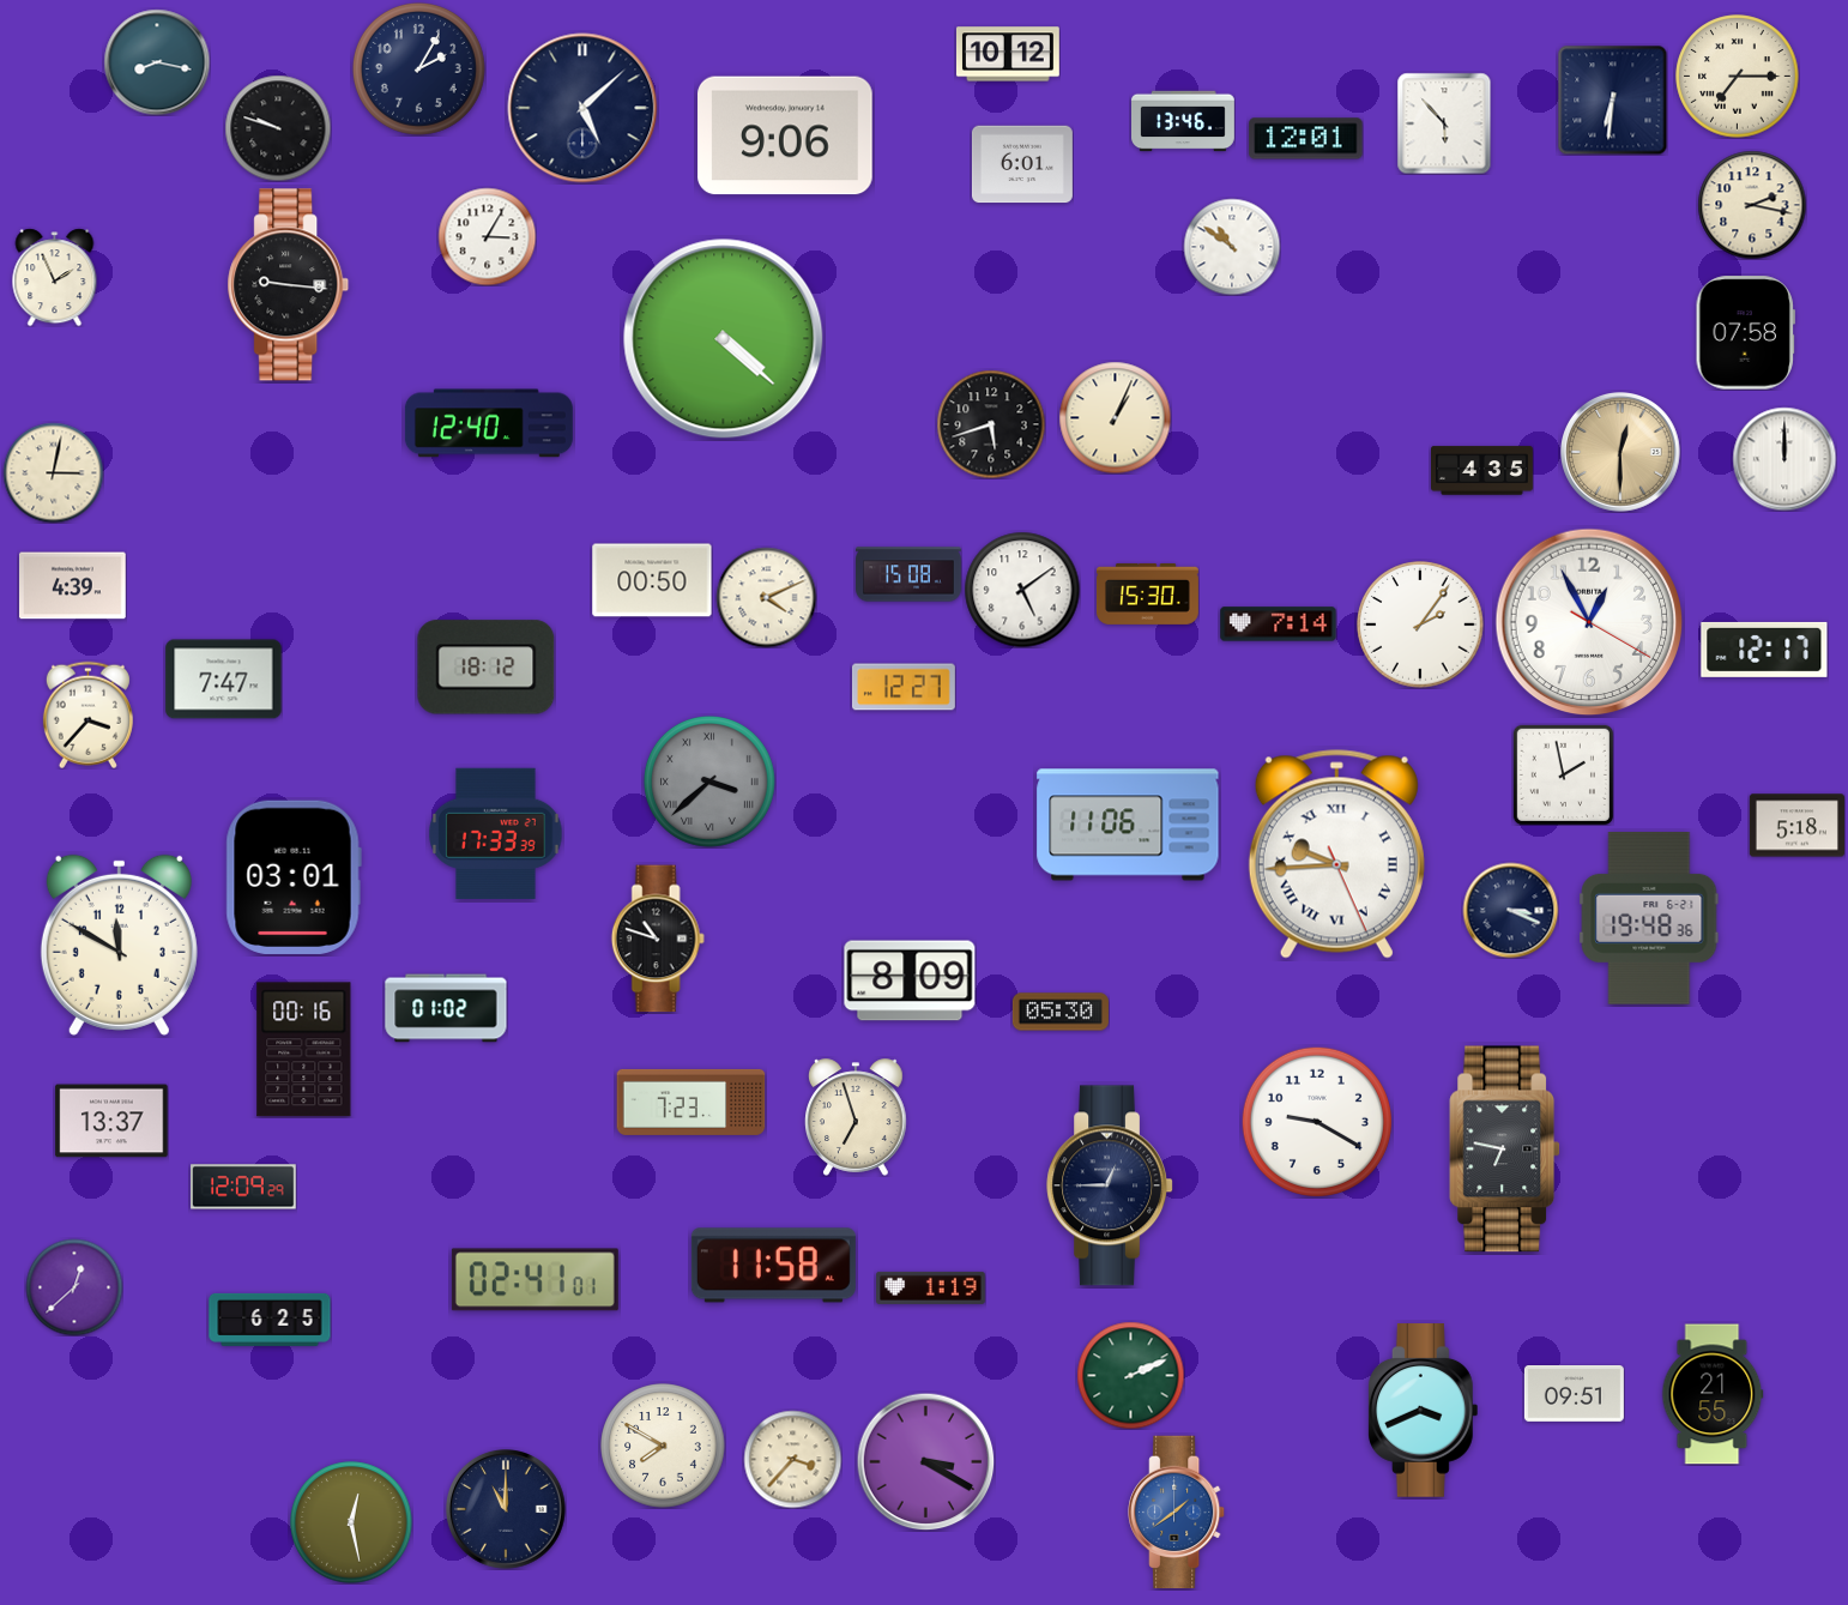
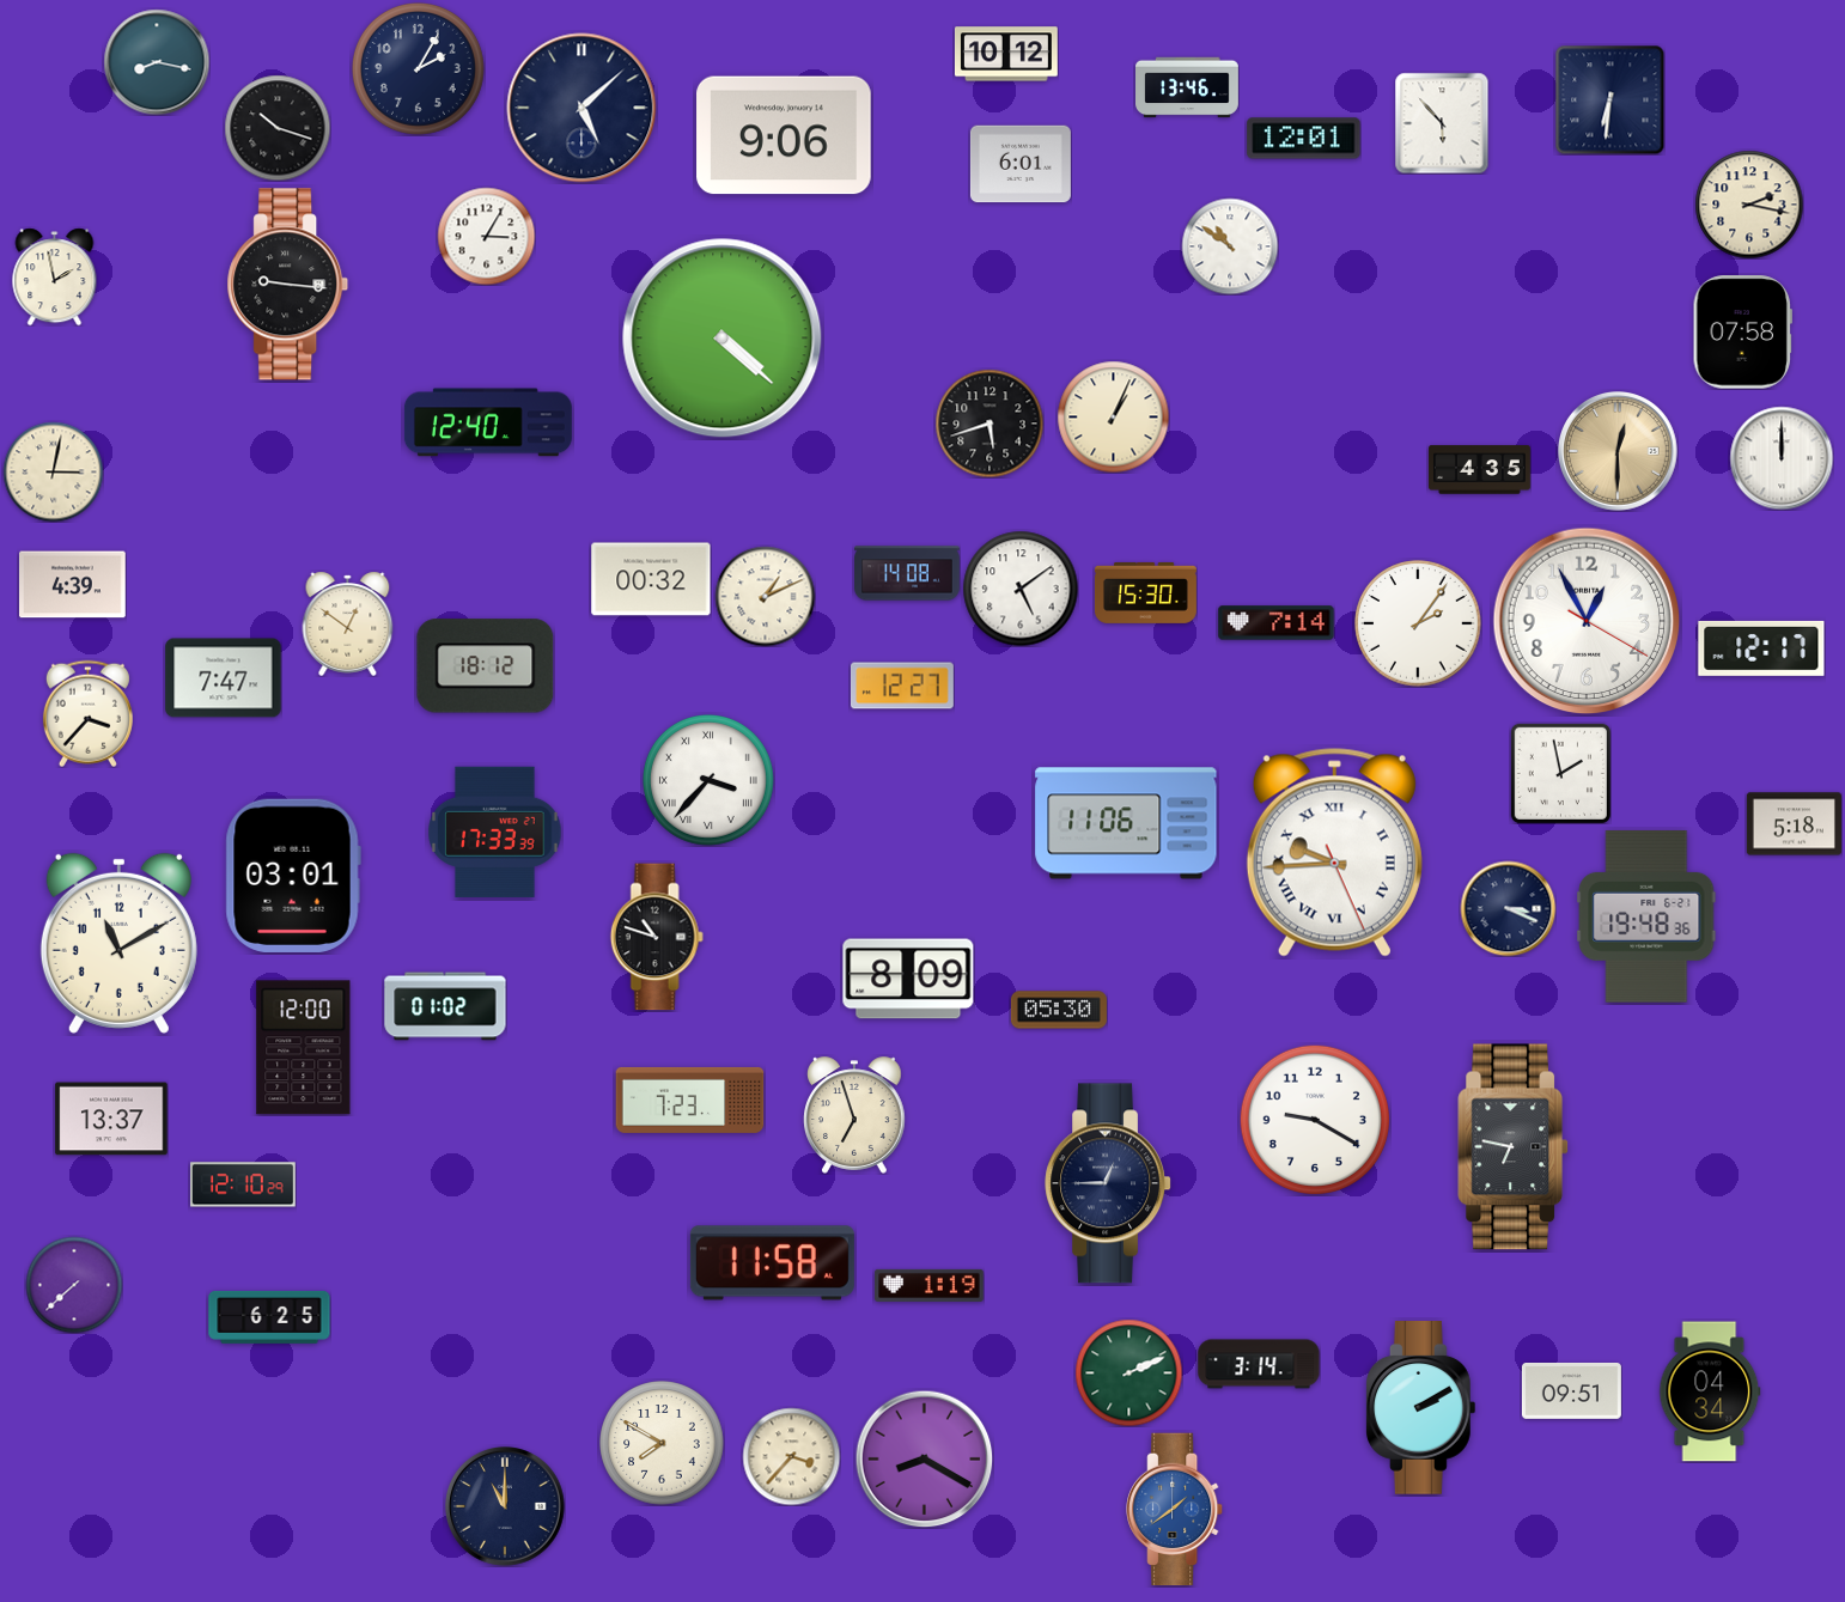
clock at (1738, 77): 7:15 -> none
clock at (1184, 121) position: (1184, 121) -> (1188, 87)
clock at (278, 128): 9:48 -> 10:18
clock at (55, 277): 1:56 -> 1:58
clock at (908, 574): 15:08 -> 14:08
clock at (652, 580): 00:50 -> 00:32
clock at (766, 597): 4:11 -> 1:11
clock at (348, 623): none -> 12:51
clock at (711, 783): 3:38 -> 3:37
clock at (711, 783) dial: grey -> white
clock at (119, 945): 11:50 -> 11:10
clock at (304, 1050): 00:16 -> 12:00
clock at (1505, 1150) position: (1505, 1150) -> (1514, 1147)
clock at (244, 1187): 12:09 -> 12:10
clock at (535, 1280): 02:41 -> none
clock at (74, 1287): 12:38 -> 7:38
clock at (1259, 1364): none -> 3:14
clock at (1713, 1394): 21:55 -> 04:34
clock at (1423, 1411): 3:41 -> 2:10
clock at (925, 1461): 3:20 -> 8:20
clock at (351, 1522): 12:28 -> none
